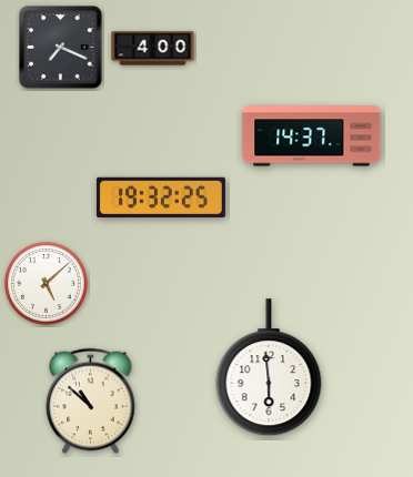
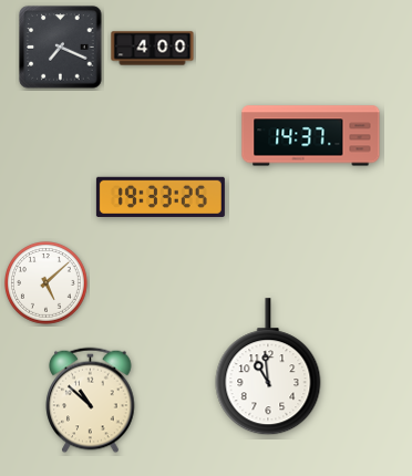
clock at (161, 196): 19:32 -> 19:33
clock at (269, 368): 5:59 -> 10:59
